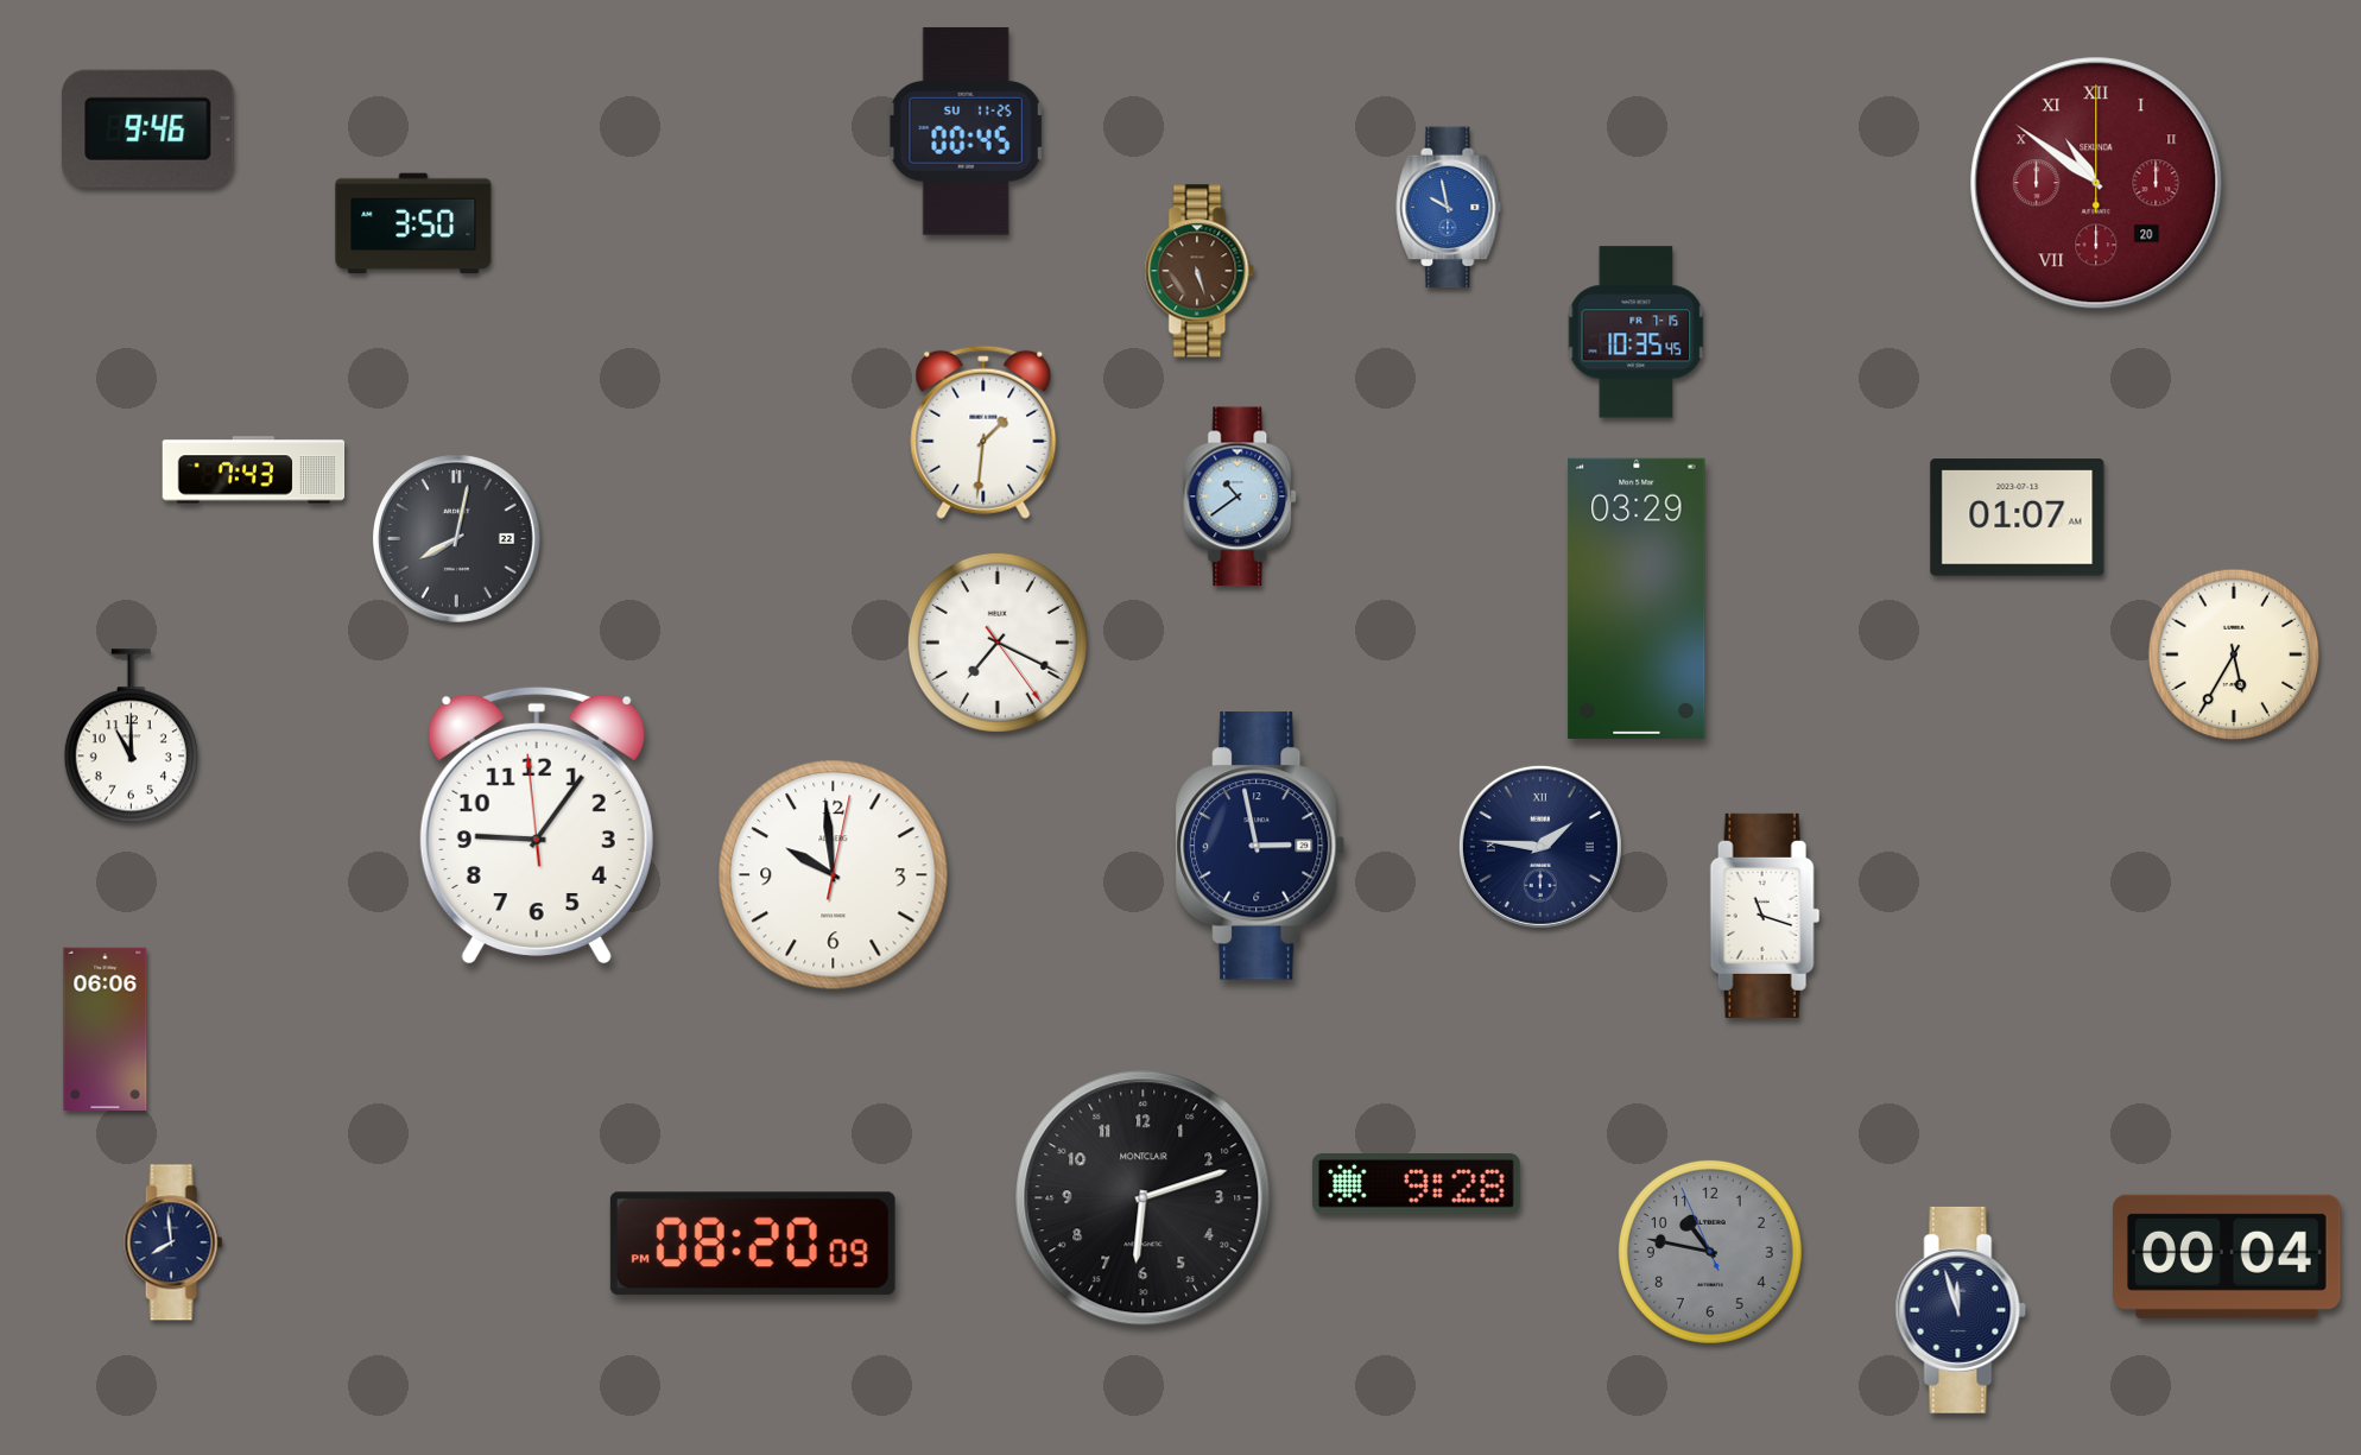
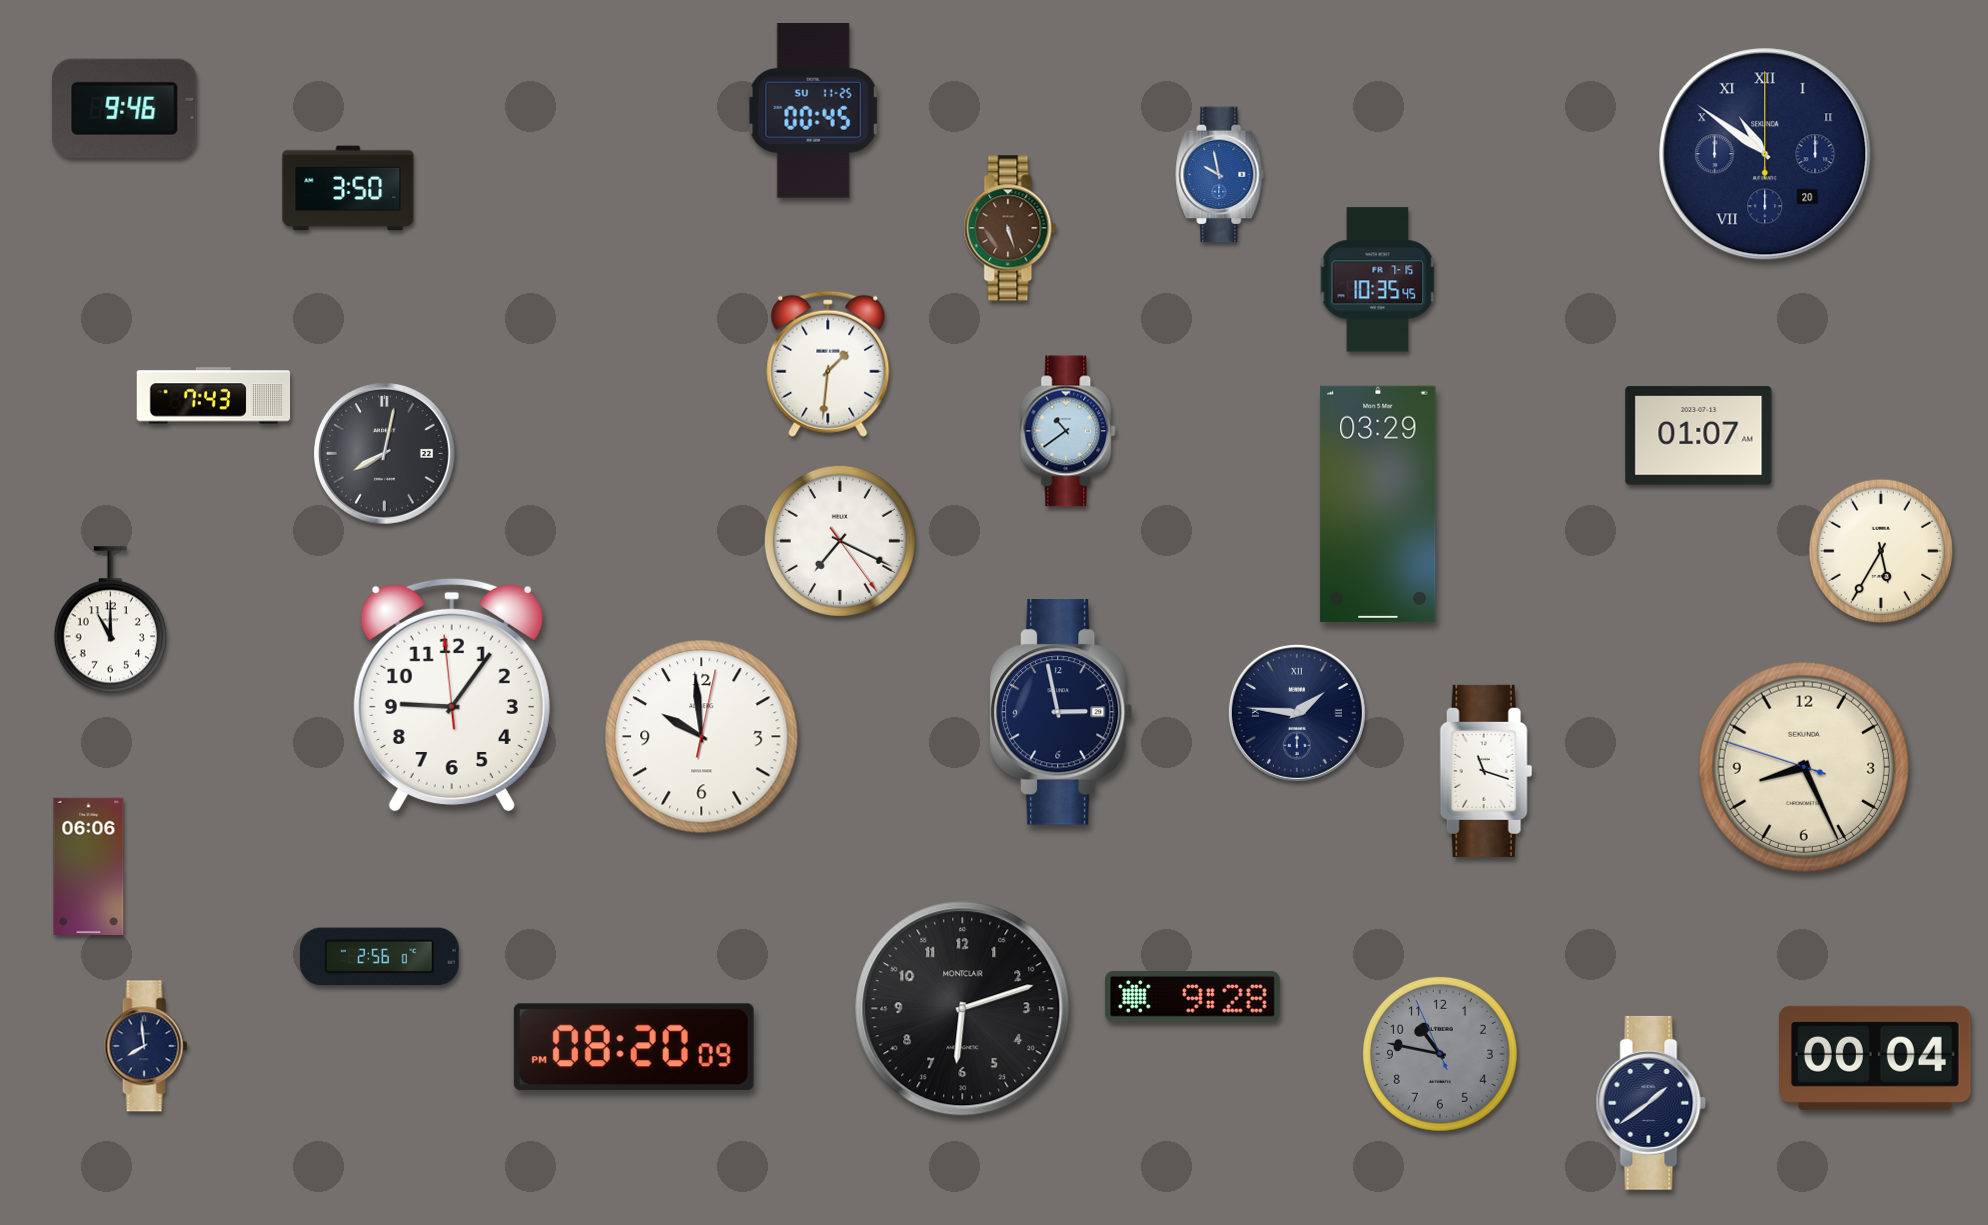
clock at (2096, 183) dial: burgundy -> navy
clock at (1241, 496) position: (1241, 496) -> (1069, 431)
clock at (1803, 766): none -> 8:25
clock at (380, 957): none -> 2:56
clock at (1961, 1310): 11:57 -> 1:39
